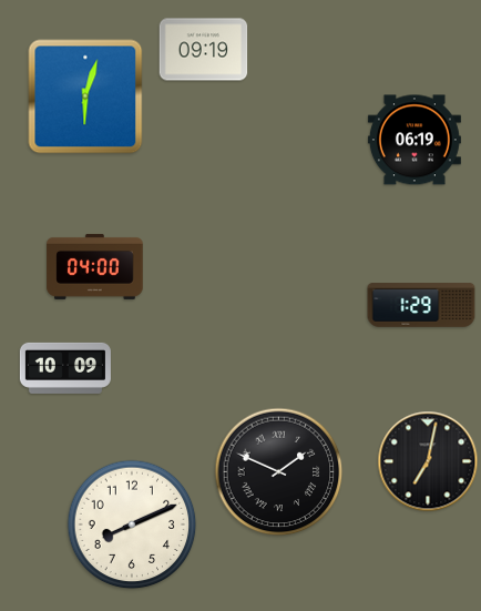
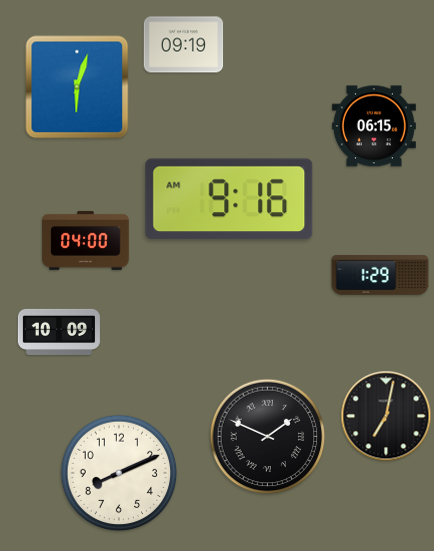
clock at (415, 140): 06:19 -> 06:15
clock at (229, 199): none -> 9:16
clock at (279, 472) position: (279, 472) -> (268, 437)
